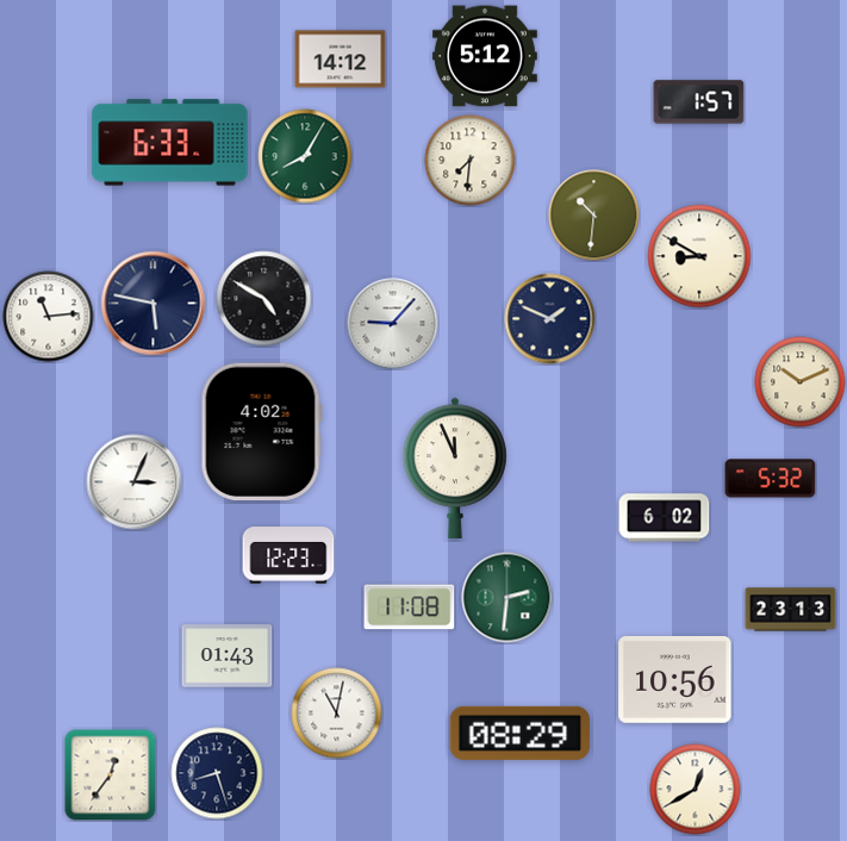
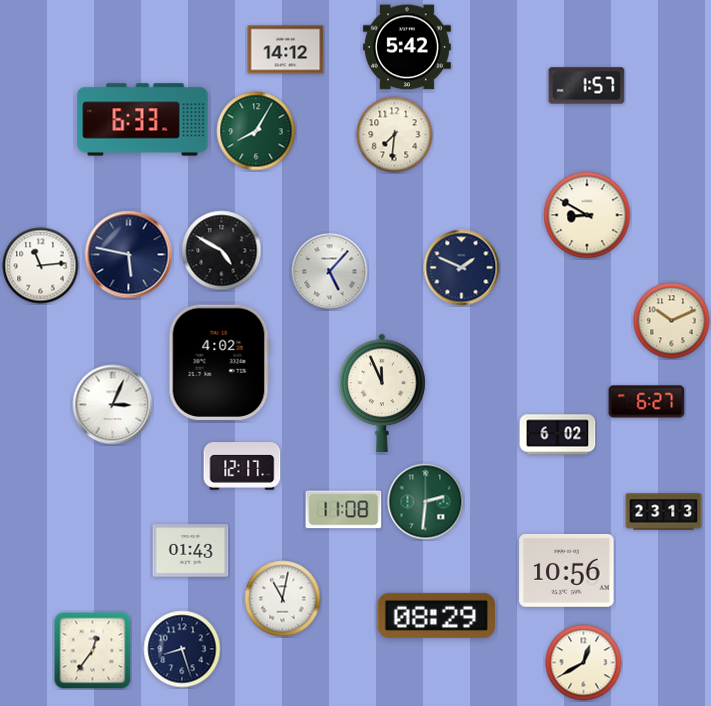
clock at (485, 56): 5:12 -> 5:42
clock at (594, 216): 10:31 -> none
clock at (393, 324): 9:07 -> 5:07
clock at (771, 479): 5:32 -> 6:27
clock at (288, 555): 12:23 -> 12:17
